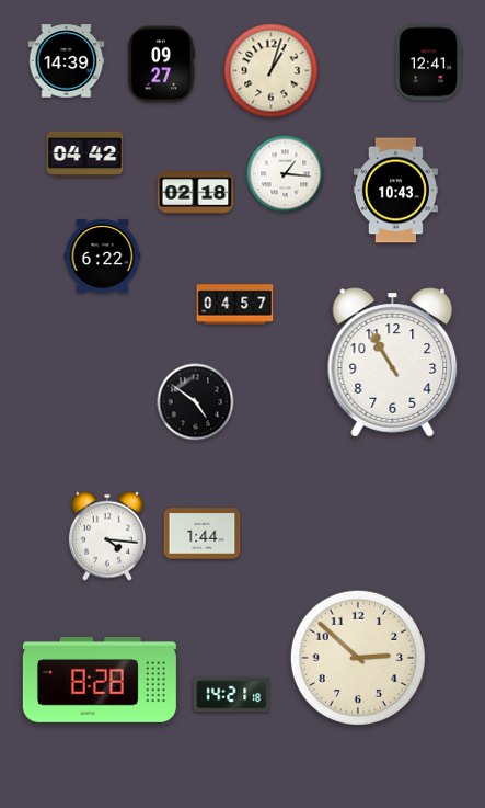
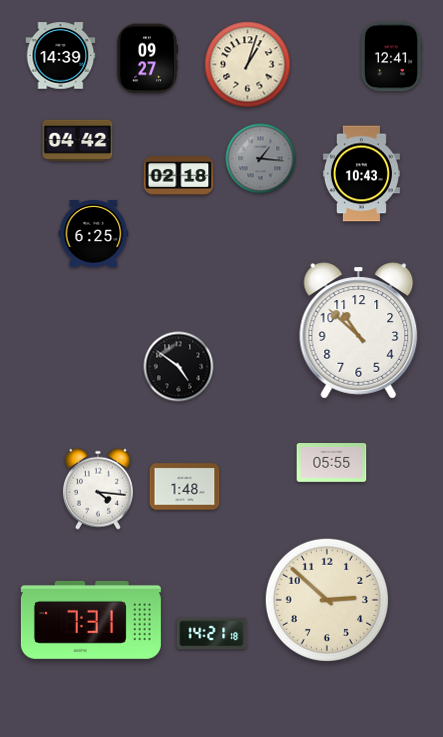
clock at (286, 174) dial: white -> grey
clock at (103, 255): 6:22 -> 6:25
clock at (235, 305): 04:57 -> none
clock at (393, 363): 10:55 -> 10:52
clock at (332, 463): none -> 05:55
clock at (203, 534): 1:44 -> 1:48
clock at (100, 680): 8:28 -> 7:31
